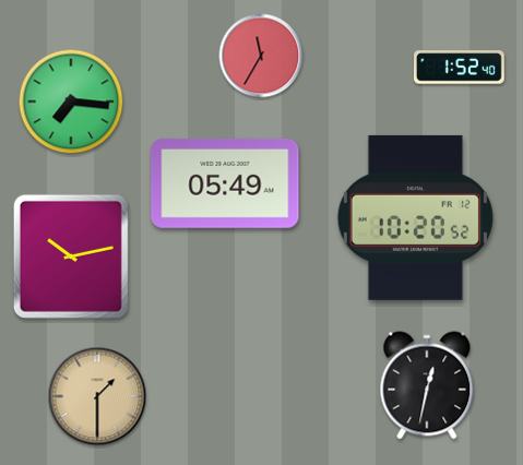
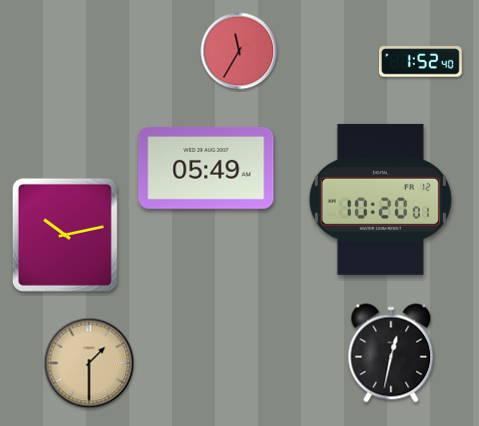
clock at (71, 102): 7:16 -> none
clock at (415, 217): 10:20:52 -> 10:20:01
